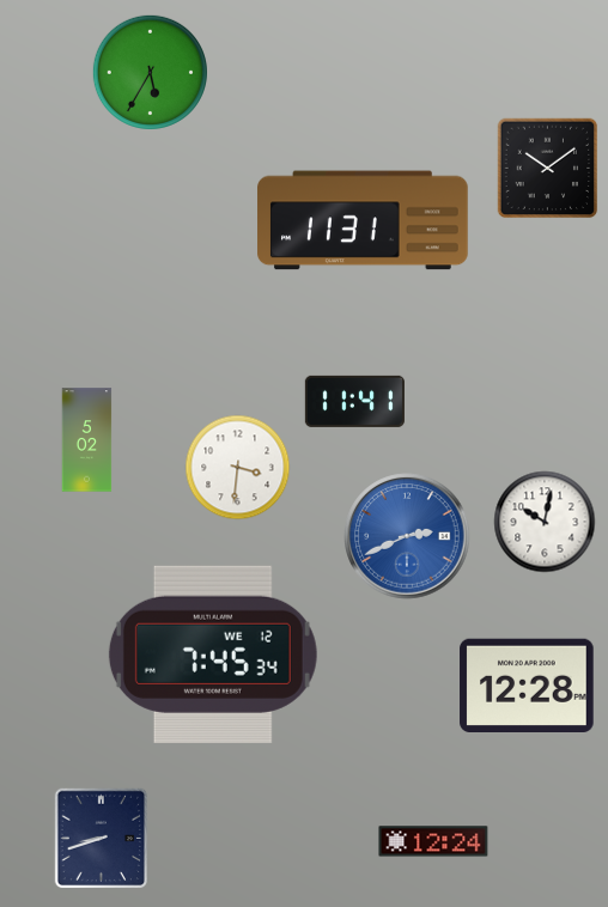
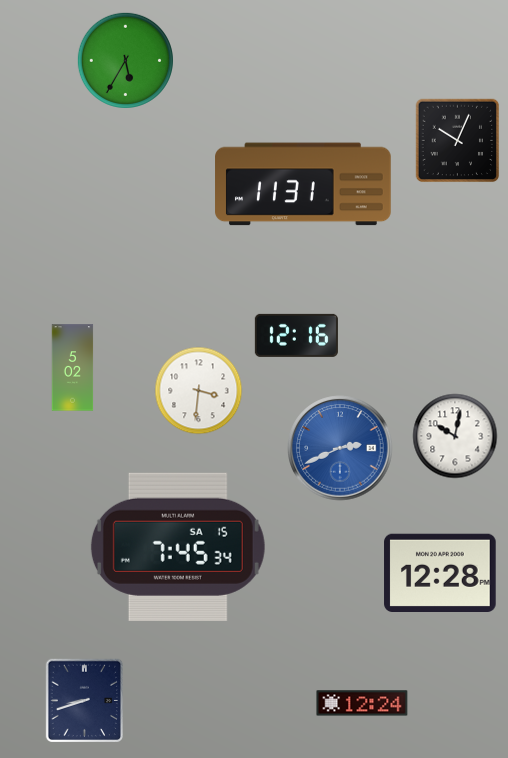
clock at (548, 169): 10:09 -> 10:04
clock at (354, 401): 11:41 -> 12:16
clock at (213, 655) date: WE 12 -> SA 15
